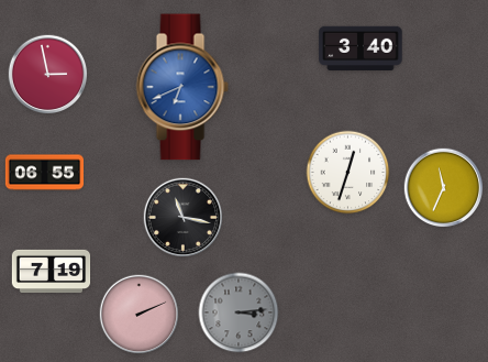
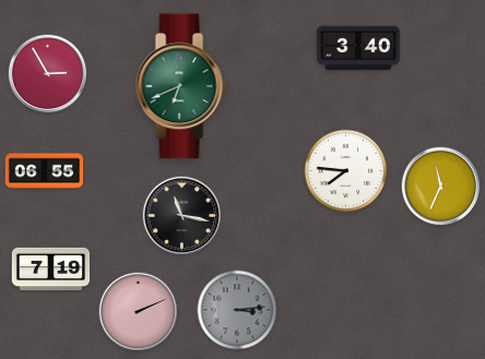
clock at (48, 75): 2:58 -> 2:55
clock at (182, 87) dial: blue -> green
clock at (348, 173): 12:33 -> 7:46
